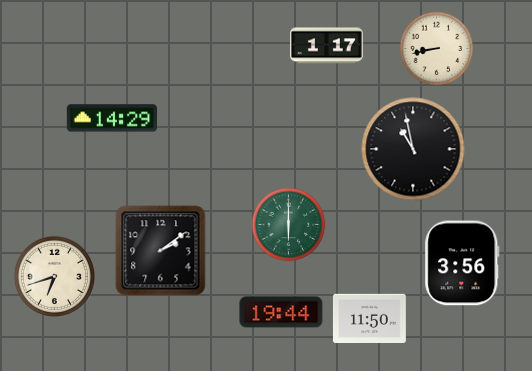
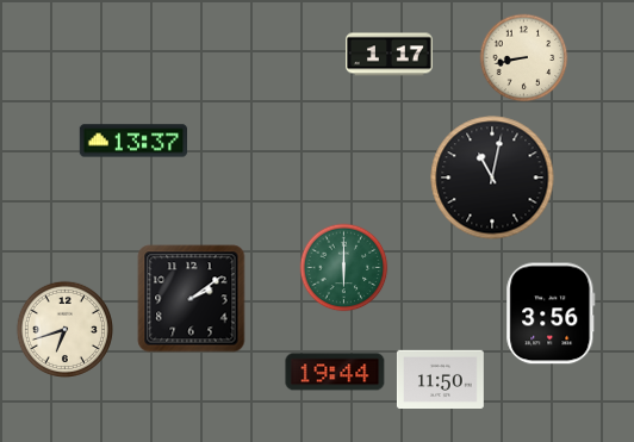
clock at (437, 49) position: (437, 49) -> (524, 58)
clock at (111, 118): 14:29 -> 13:37
clock at (413, 149): 10:58 -> 11:02
